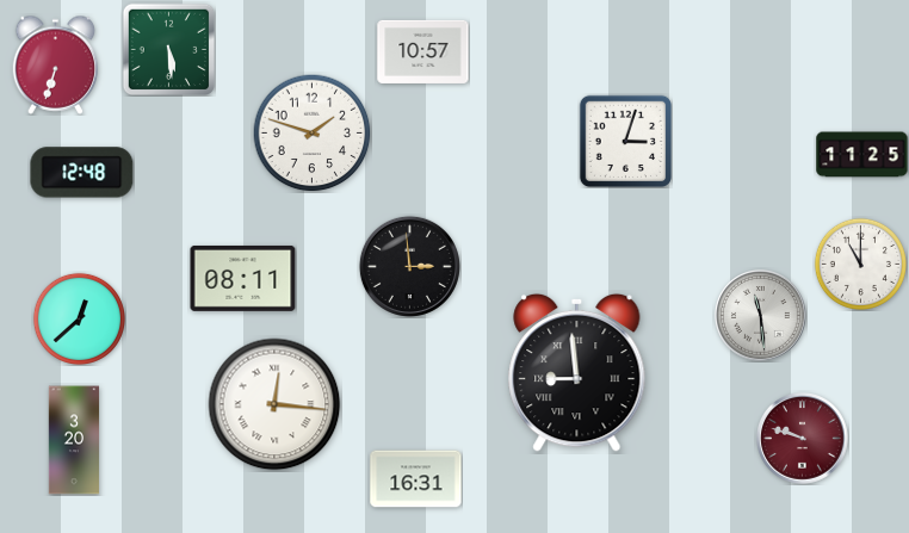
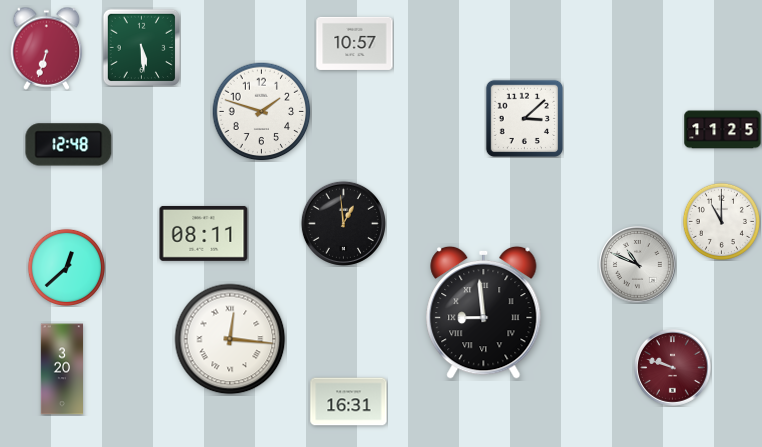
clock at (168, 49) position: (168, 49) -> (141, 47)
clock at (56, 64) position: (56, 64) -> (47, 48)
clock at (625, 141): 3:03 -> 3:08
clock at (409, 266): 2:59 -> 12:59
clock at (761, 316): 11:29 -> 10:49
